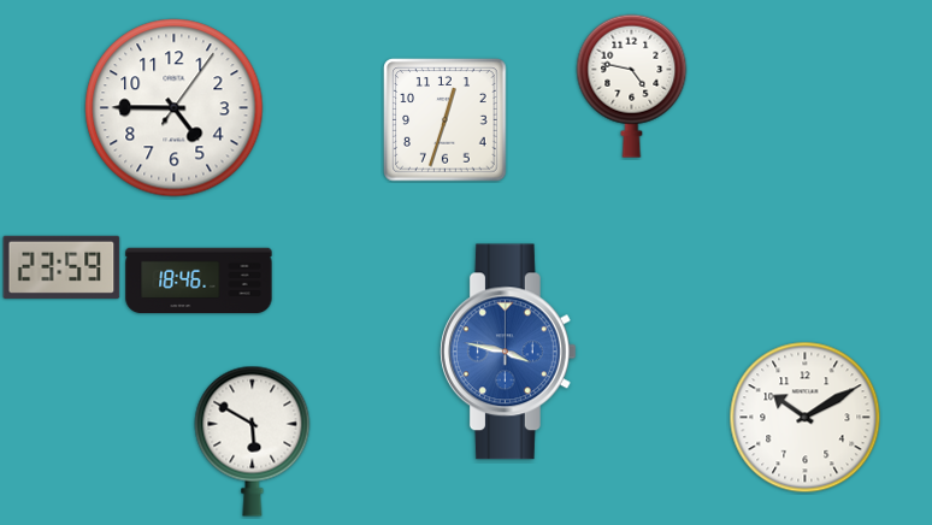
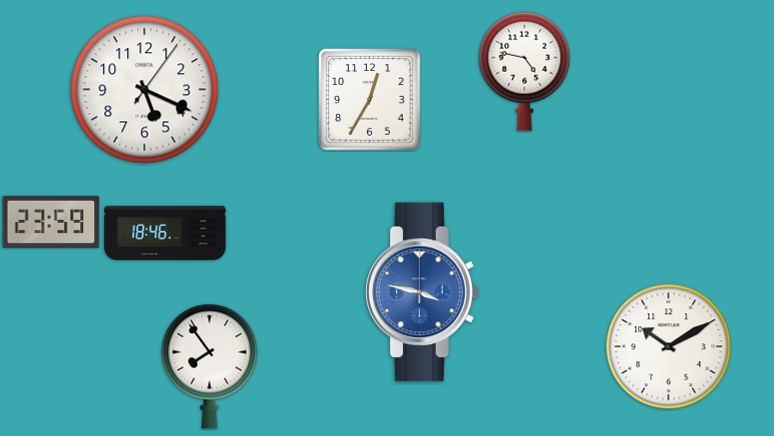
clock at (175, 108): 4:45 -> 5:19
clock at (446, 120): 12:33 -> 12:35
clock at (253, 441): 5:50 -> 7:54
